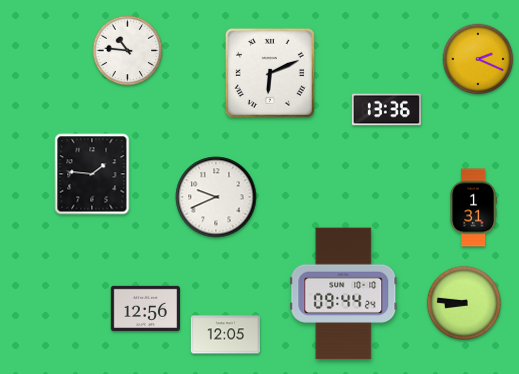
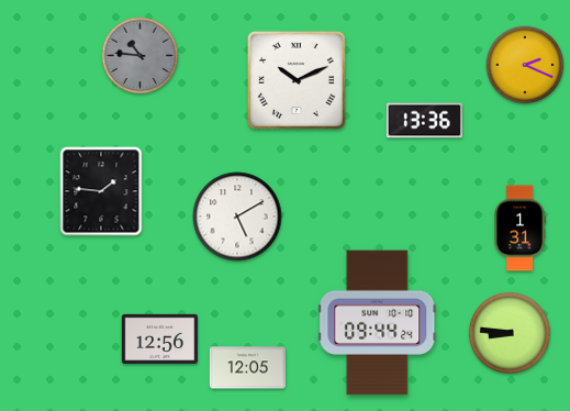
clock at (128, 51) dial: white -> grey
clock at (270, 73): 6:11 -> 10:11
clock at (216, 197): 9:41 -> 5:10
